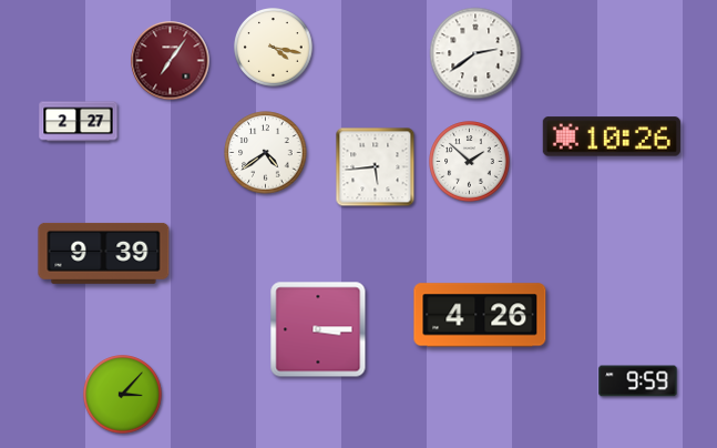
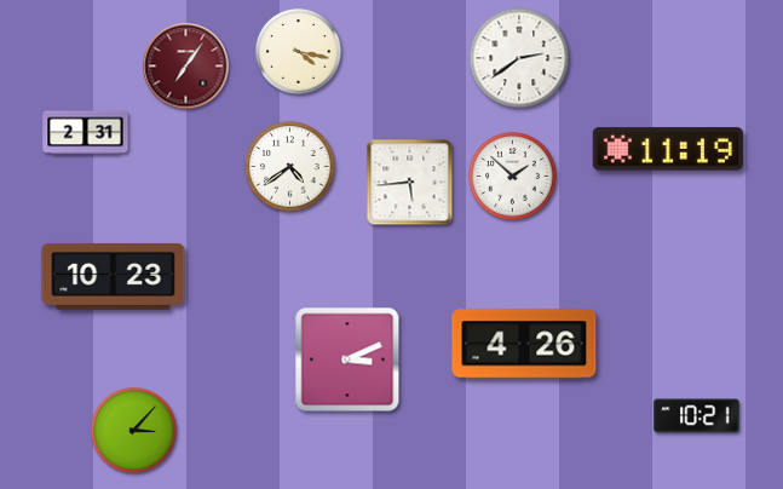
clock at (79, 122): 2:27 -> 2:31
clock at (612, 136): 10:26 -> 11:19
clock at (104, 253): 9:39 -> 10:23
clock at (318, 329): 3:15 -> 3:11
clock at (638, 381): 9:59 -> 10:21
